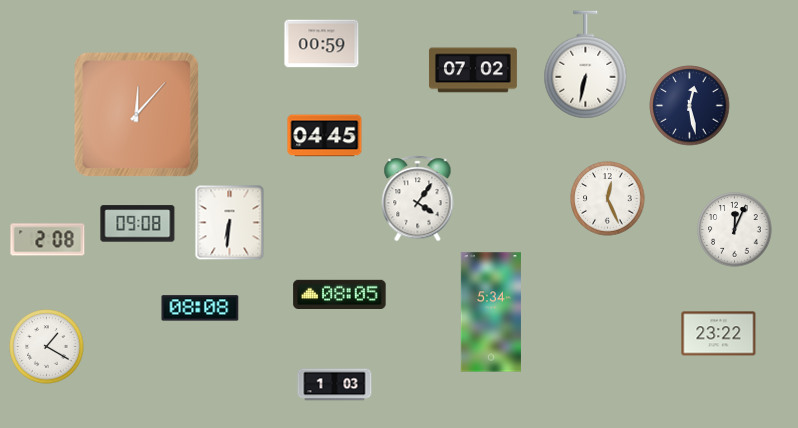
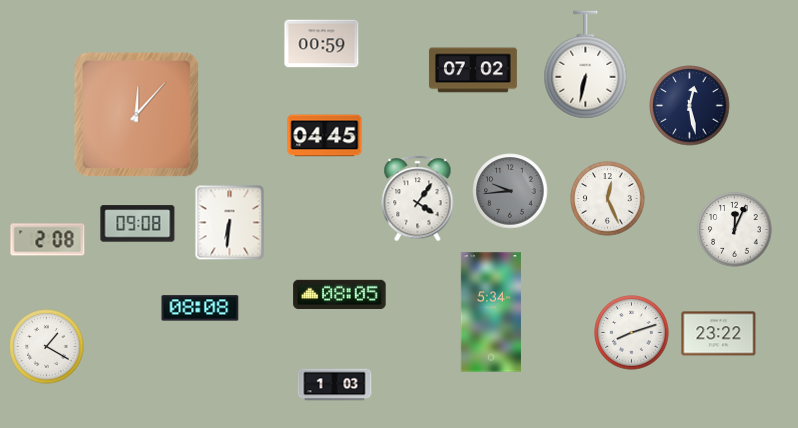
clock at (510, 191): none -> 9:44
clock at (632, 333): none -> 8:12
